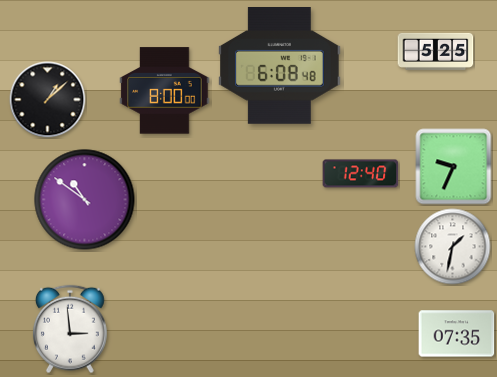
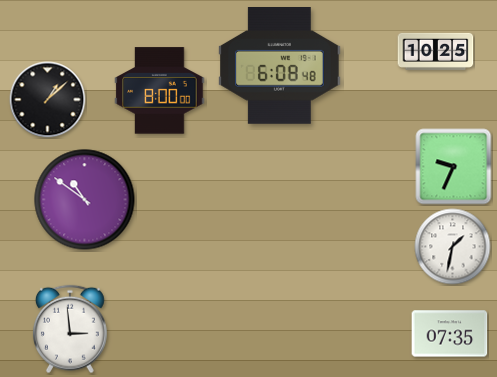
clock at (436, 51): 5:25 -> 10:25
clock at (165, 91) position: (165, 91) -> (160, 91)
clock at (361, 174): 12:40 -> none
clock at (457, 334) position: (457, 334) -> (450, 334)
